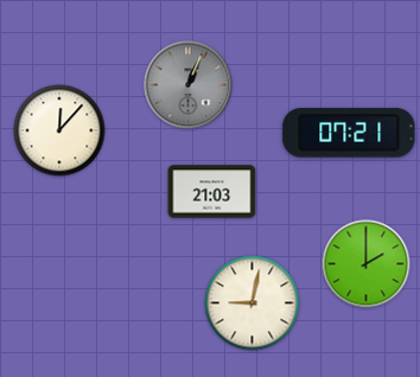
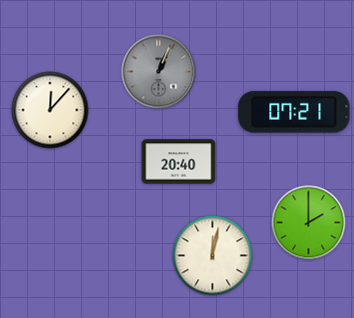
clock at (212, 192): 21:03 -> 20:40
clock at (253, 303): 9:02 -> 12:02
